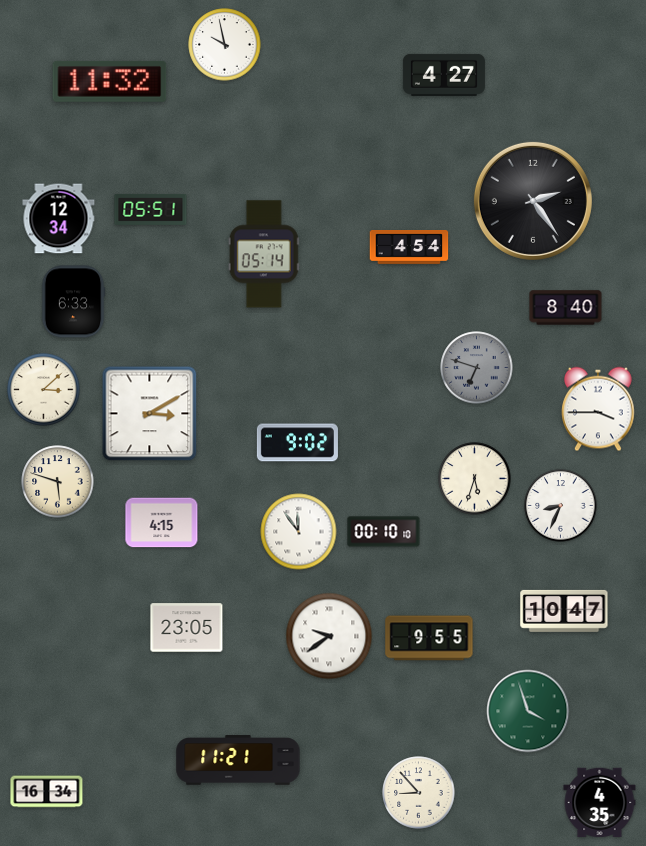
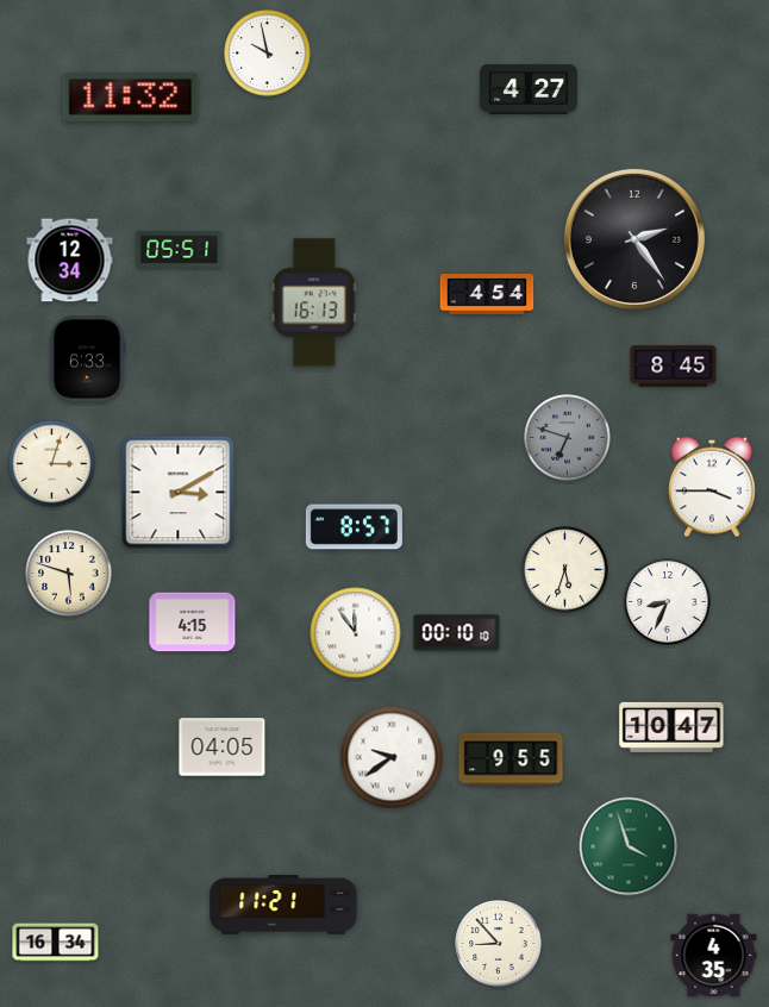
clock at (264, 254): 05:14 -> 16:13
clock at (566, 308): 8:40 -> 8:45
clock at (44, 390): 3:08 -> 3:03
clock at (297, 443): 9:02 -> 8:57
clock at (187, 628): 23:05 -> 04:05
